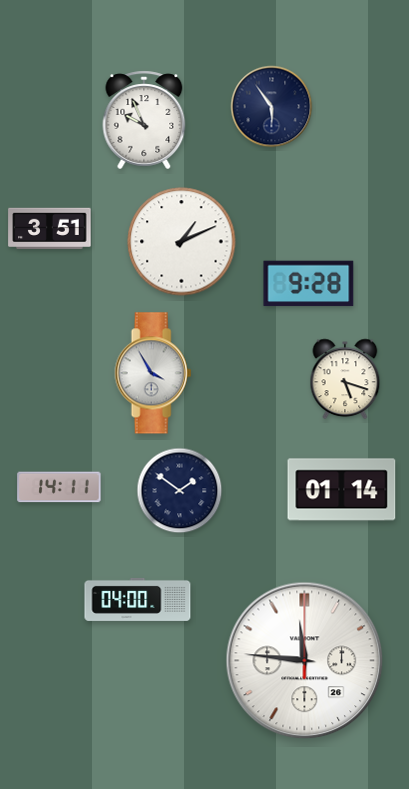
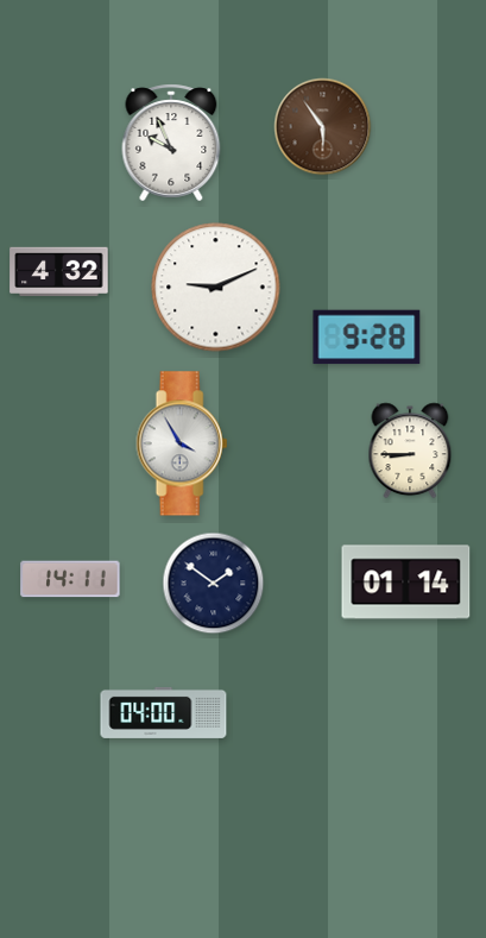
clock at (272, 107) dial: navy -> brown
clock at (50, 228): 3:51 -> 4:32
clock at (182, 242): 1:11 -> 9:11
clock at (345, 379): 5:18 -> 8:45
clock at (305, 661): 11:46 -> none
